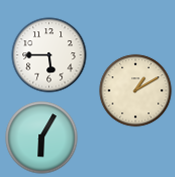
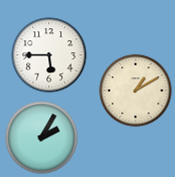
clock at (42, 138): 6:05 -> 2:05
